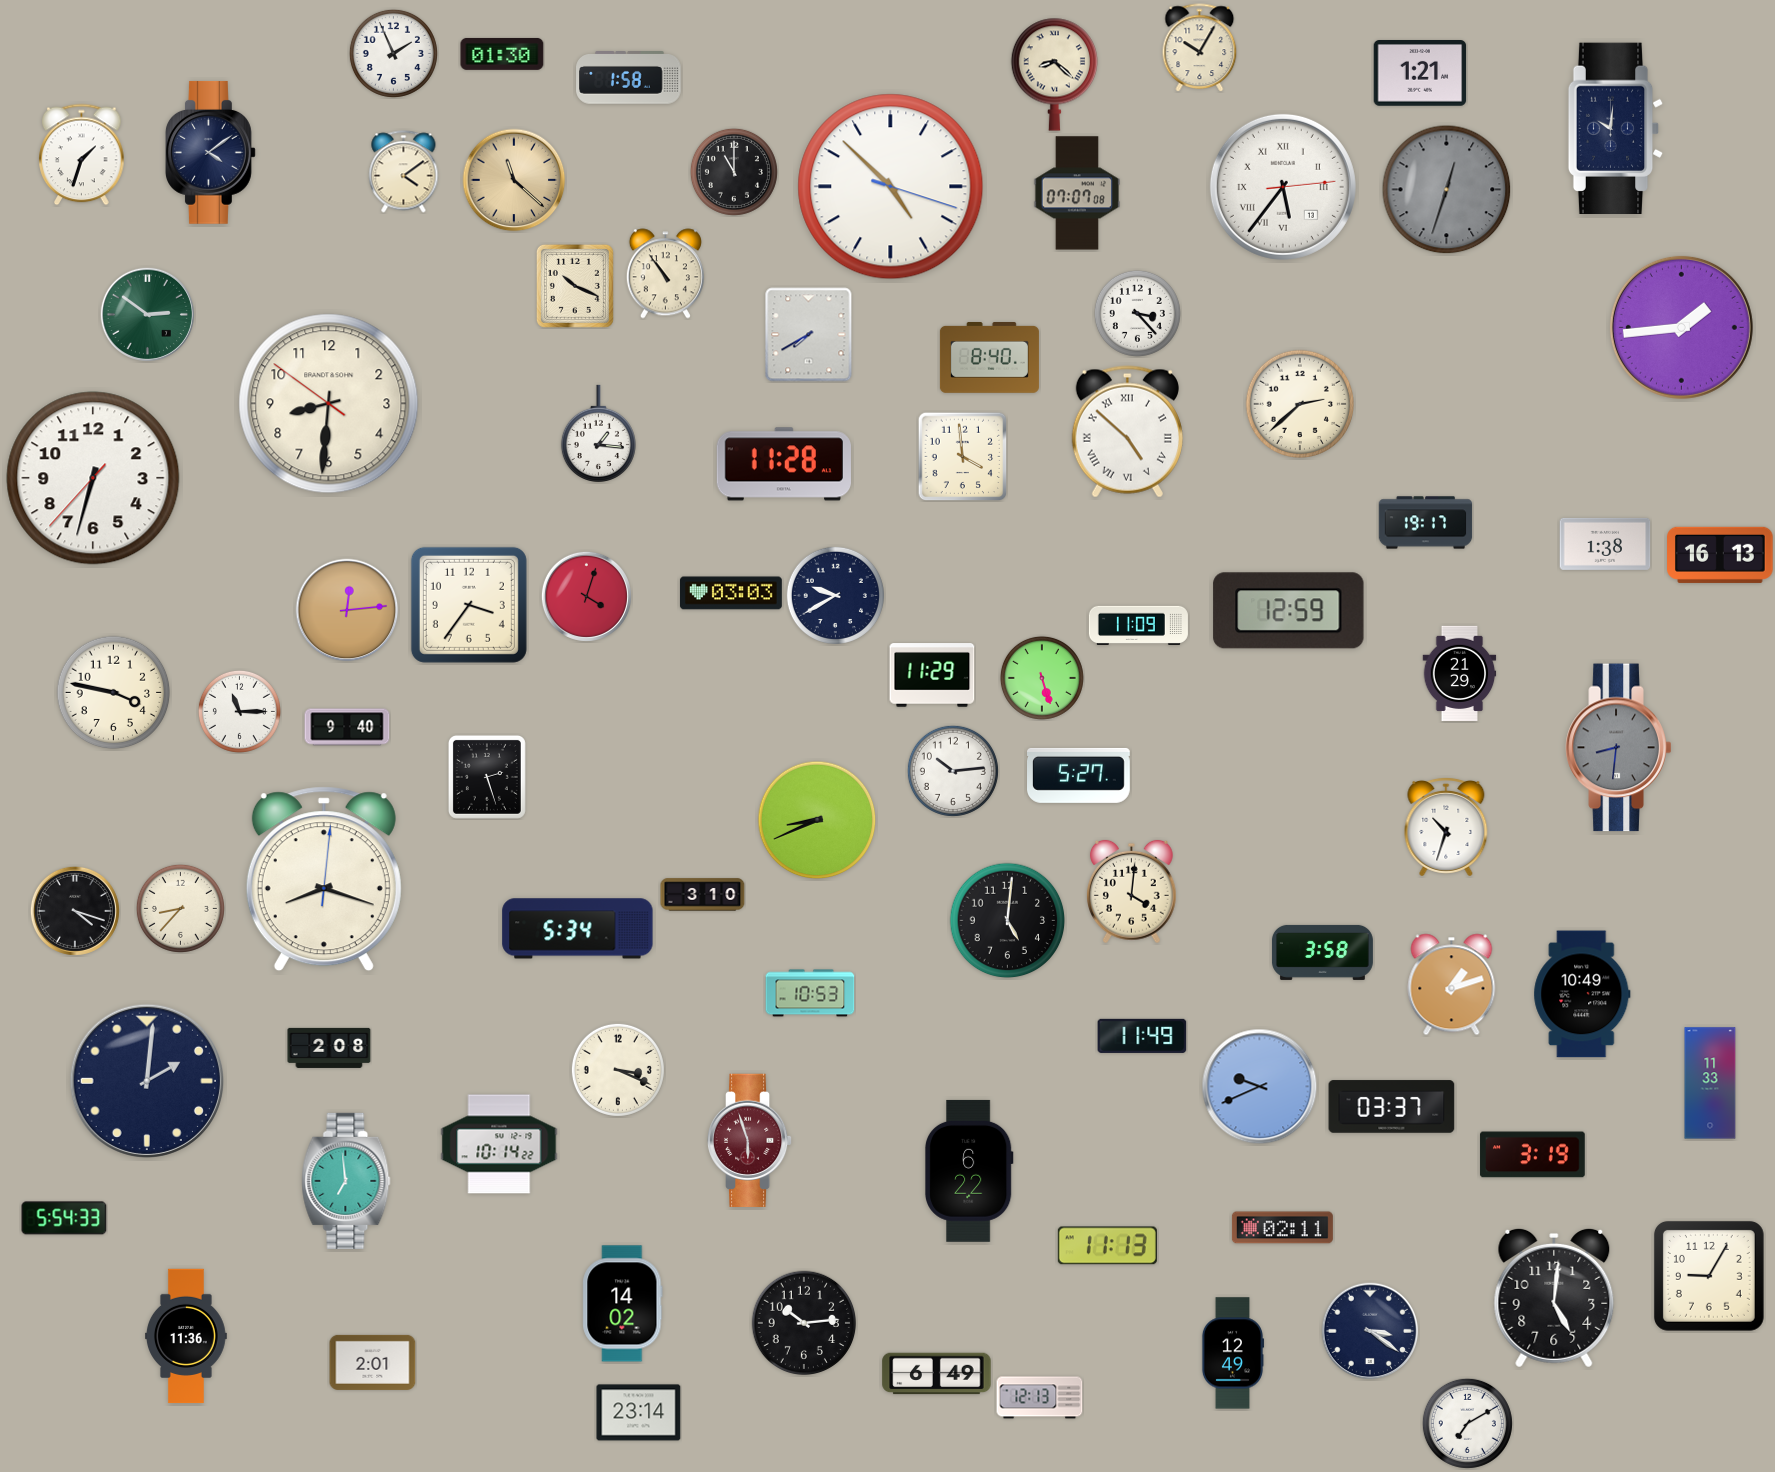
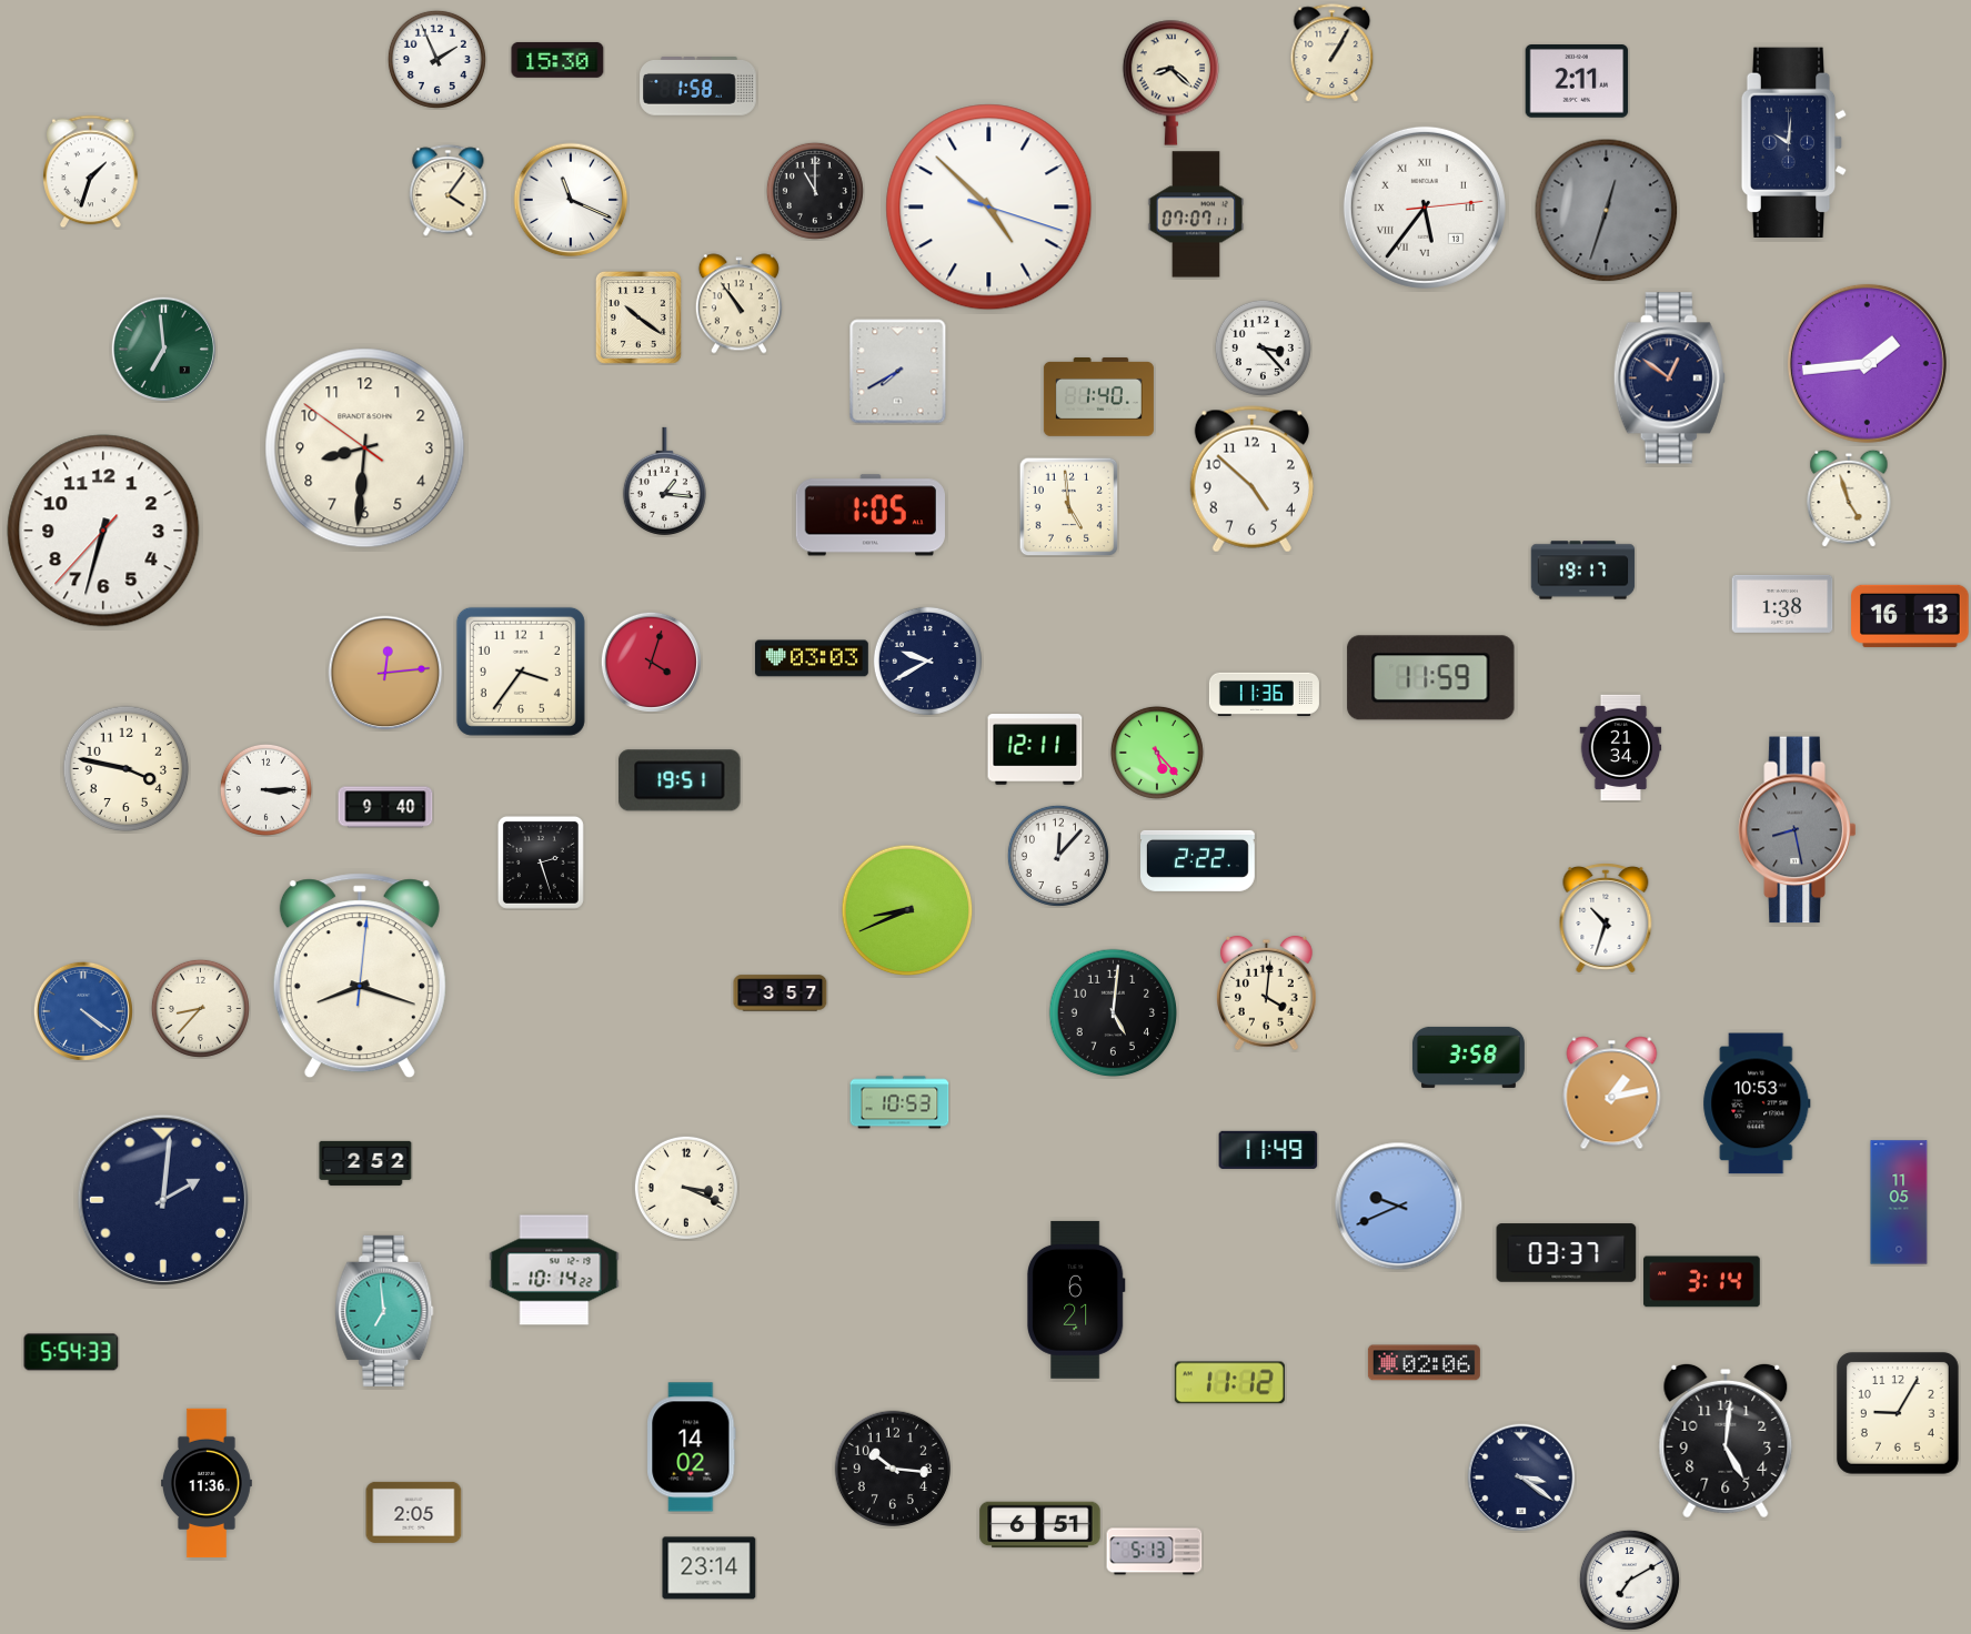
clock at (1200, 48): 10:05 -> 1:05
clock at (502, 54): 01:30 -> 15:30
clock at (1420, 74): 1:21 -> 2:11
clock at (210, 152): 4:09 -> none
clock at (404, 172): 4:09 -> 4:06
clock at (514, 180): 11:22 -> 11:19
clock at (514, 180) dial: champagne -> white
clock at (1077, 193): 07:07:08 -> 07:07:11
clock at (575, 286): 10:19 -> 10:21
clock at (147, 314): 2:51 -> 6:59
clock at (1669, 379): none -> 12:51
clock at (989, 358): 8:40 -> 1:40
clock at (1300, 404): 2:38 -> none
clock at (1127, 432) numerals: Roman -> Arabic
clock at (1849, 498): none -> 4:57
clock at (962, 456): 3:59 -> 4:59
clock at (784, 464): 11:28 -> 1:05
clock at (1426, 523) position: (1426, 523) -> (1583, 571)
clock at (347, 610) position: (347, 610) -> (385, 673)
clock at (1289, 611): 12:59 -> 11:59
clock at (1138, 625): 11:09 -> 11:36
clock at (1460, 673): 21:29 -> 21:34
clock at (932, 675): 11:29 -> 12:11
clock at (1042, 678): 5:27 -> 5:23
clock at (680, 780): none -> 19:51
clock at (239, 711): 11:15 -> 3:15
clock at (1619, 748): 8:31 -> 8:28
clock at (953, 771): 10:14 -> 12:07
clock at (1079, 775): 5:27 -> 2:22
clock at (1132, 892) position: (1132, 892) -> (1267, 993)
clock at (703, 895): 3:10 -> 3:57
clock at (75, 911): 4:18 -> 4:21
clock at (75, 911) dial: black -> blue
clock at (1008, 921) position: (1008, 921) -> (1114, 1013)
clock at (578, 929): 5:34 -> none
clock at (1452, 985): 1:12 -> 1:13
clock at (1582, 994): 10:49 -> 10:53
clock at (329, 1048): 2:08 -> 2:52
clock at (1710, 1083): 11:33 -> 11:05
clock at (1392, 1107) position: (1392, 1107) -> (1567, 1253)
clock at (750, 1140): 5:57 -> none
clock at (1533, 1155): 3:19 -> 3:14
clock at (969, 1171): 6:22 -> 6:21
clock at (1282, 1228): 02:11 -> 02:06
clock at (1107, 1246): 11:13 -> 11:12
clock at (1709, 1276) position: (1709, 1276) -> (1898, 1413)
clock at (803, 1322): 10:14 -> 10:16
clock at (1233, 1353): 12:49 -> none
clock at (373, 1362): 2:01 -> 2:05
clock at (937, 1374): 6:49 -> 6:51
clock at (1040, 1398): 12:13 -> 5:13
